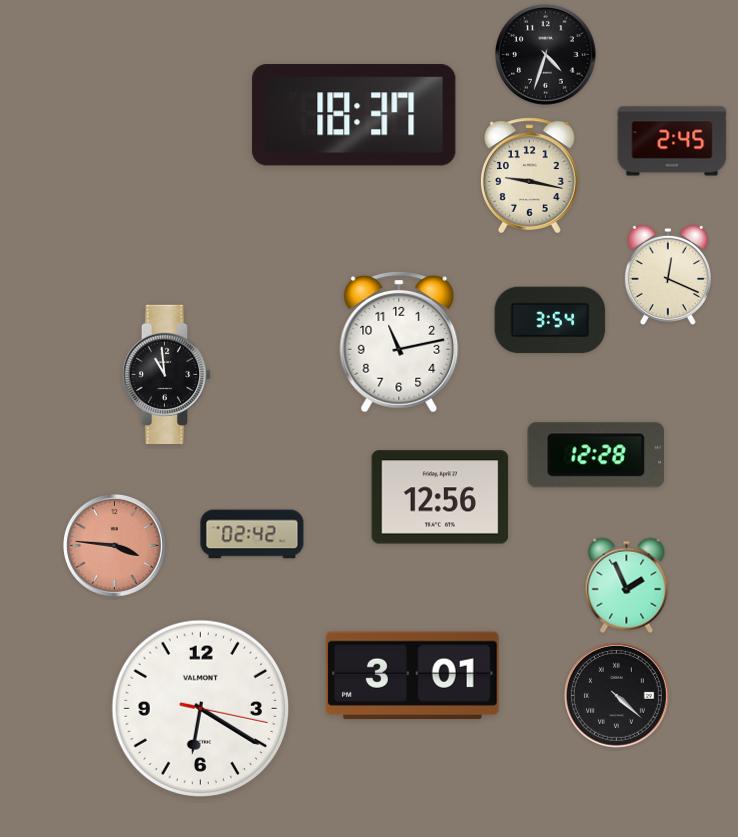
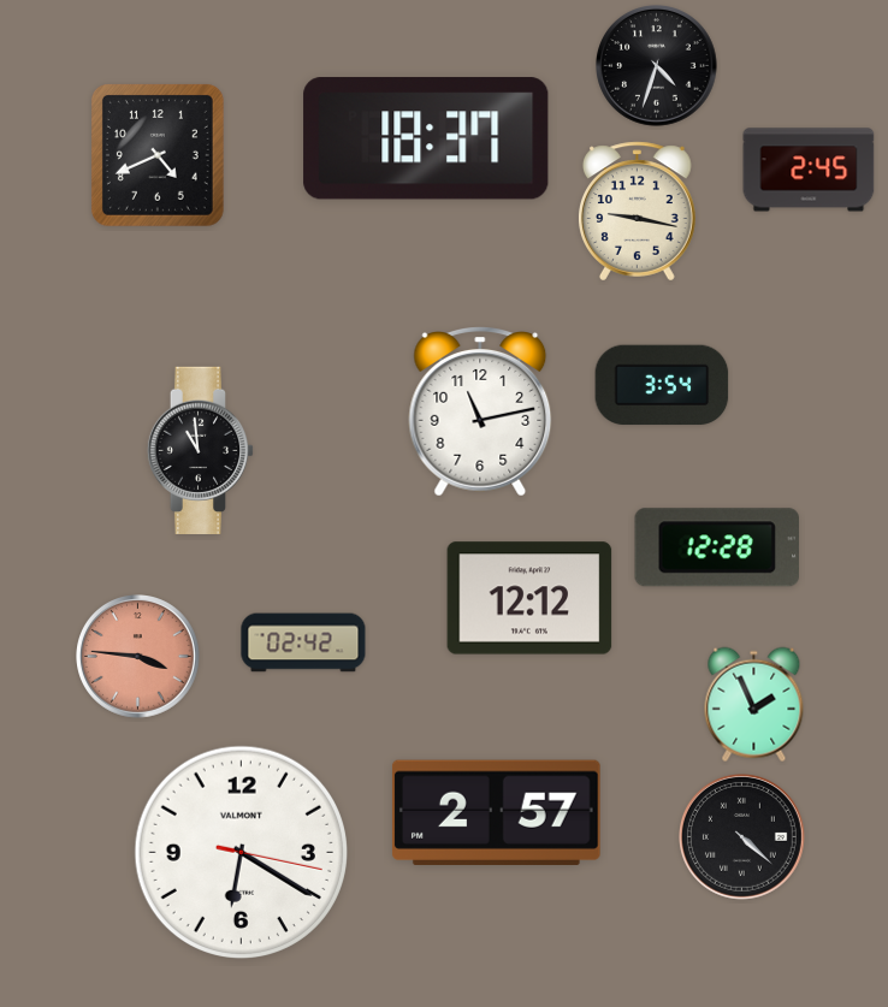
clock at (158, 155): none -> 4:41
clock at (668, 275): 12:19 -> none
clock at (440, 497): 12:56 -> 12:12
clock at (412, 675): 3:01 -> 2:57
